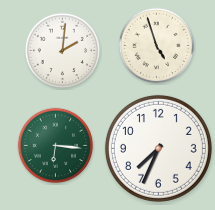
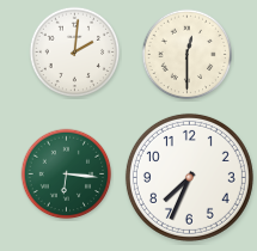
clock at (157, 46): 4:57 -> 12:30
clock at (63, 51) position: (63, 51) -> (75, 53)
